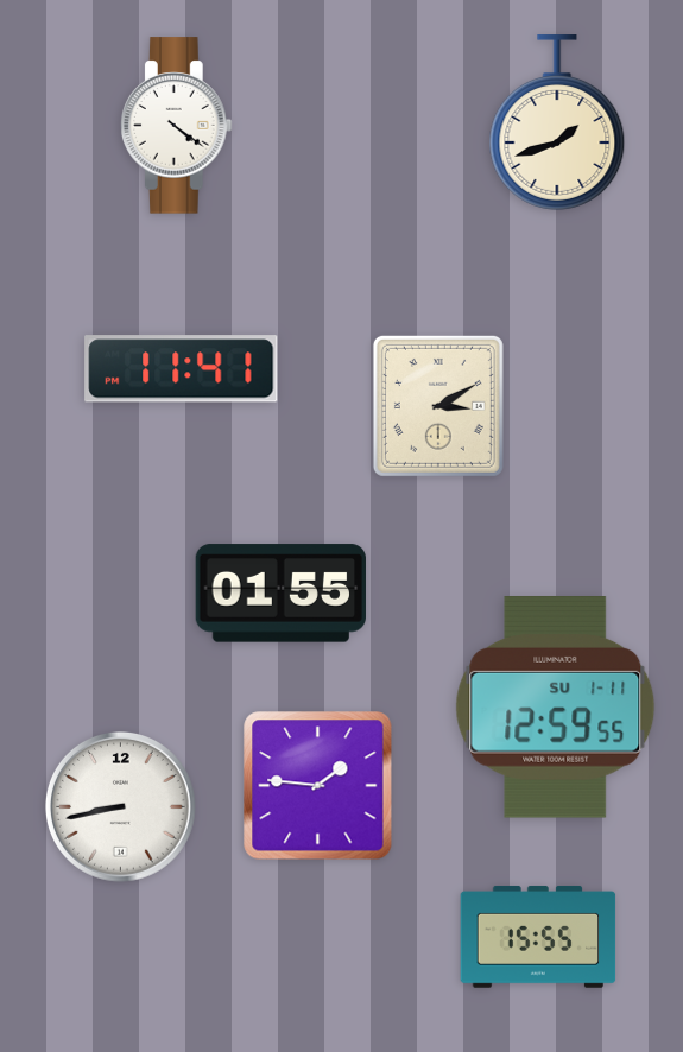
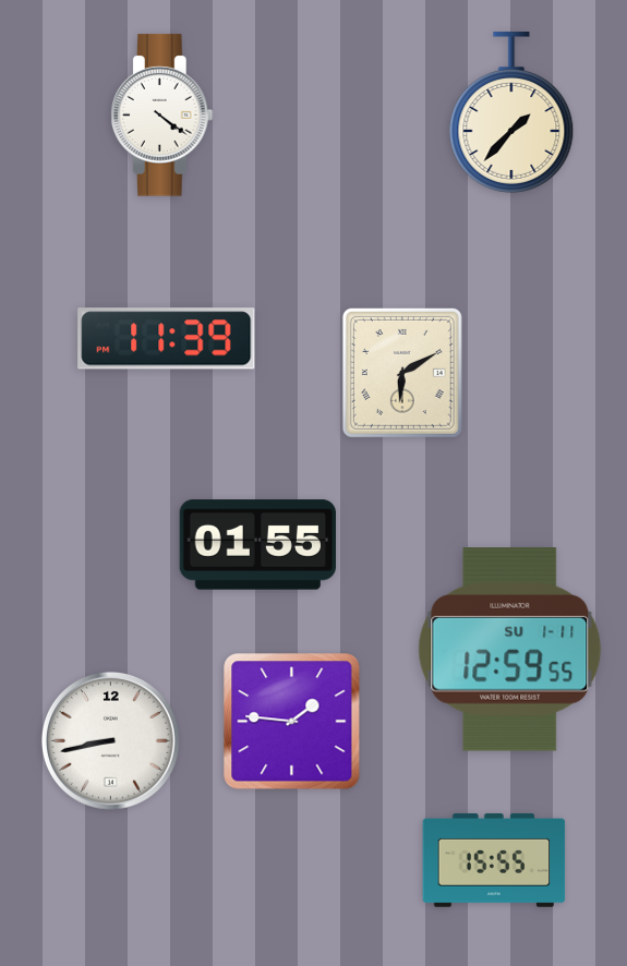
clock at (557, 122): 1:42 -> 1:37
clock at (182, 369): 11:41 -> 11:39
clock at (438, 406): 3:10 -> 6:10
